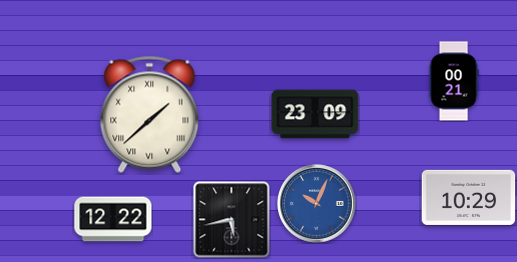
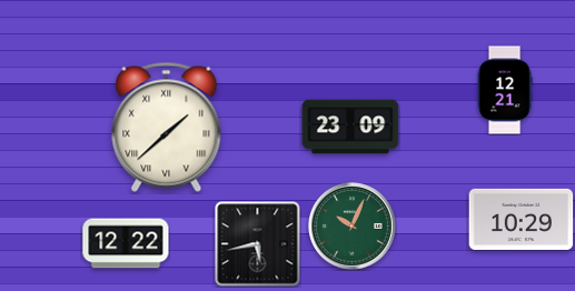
clock at (454, 81): 00:21 -> 12:21
clock at (317, 204) dial: blue -> green
